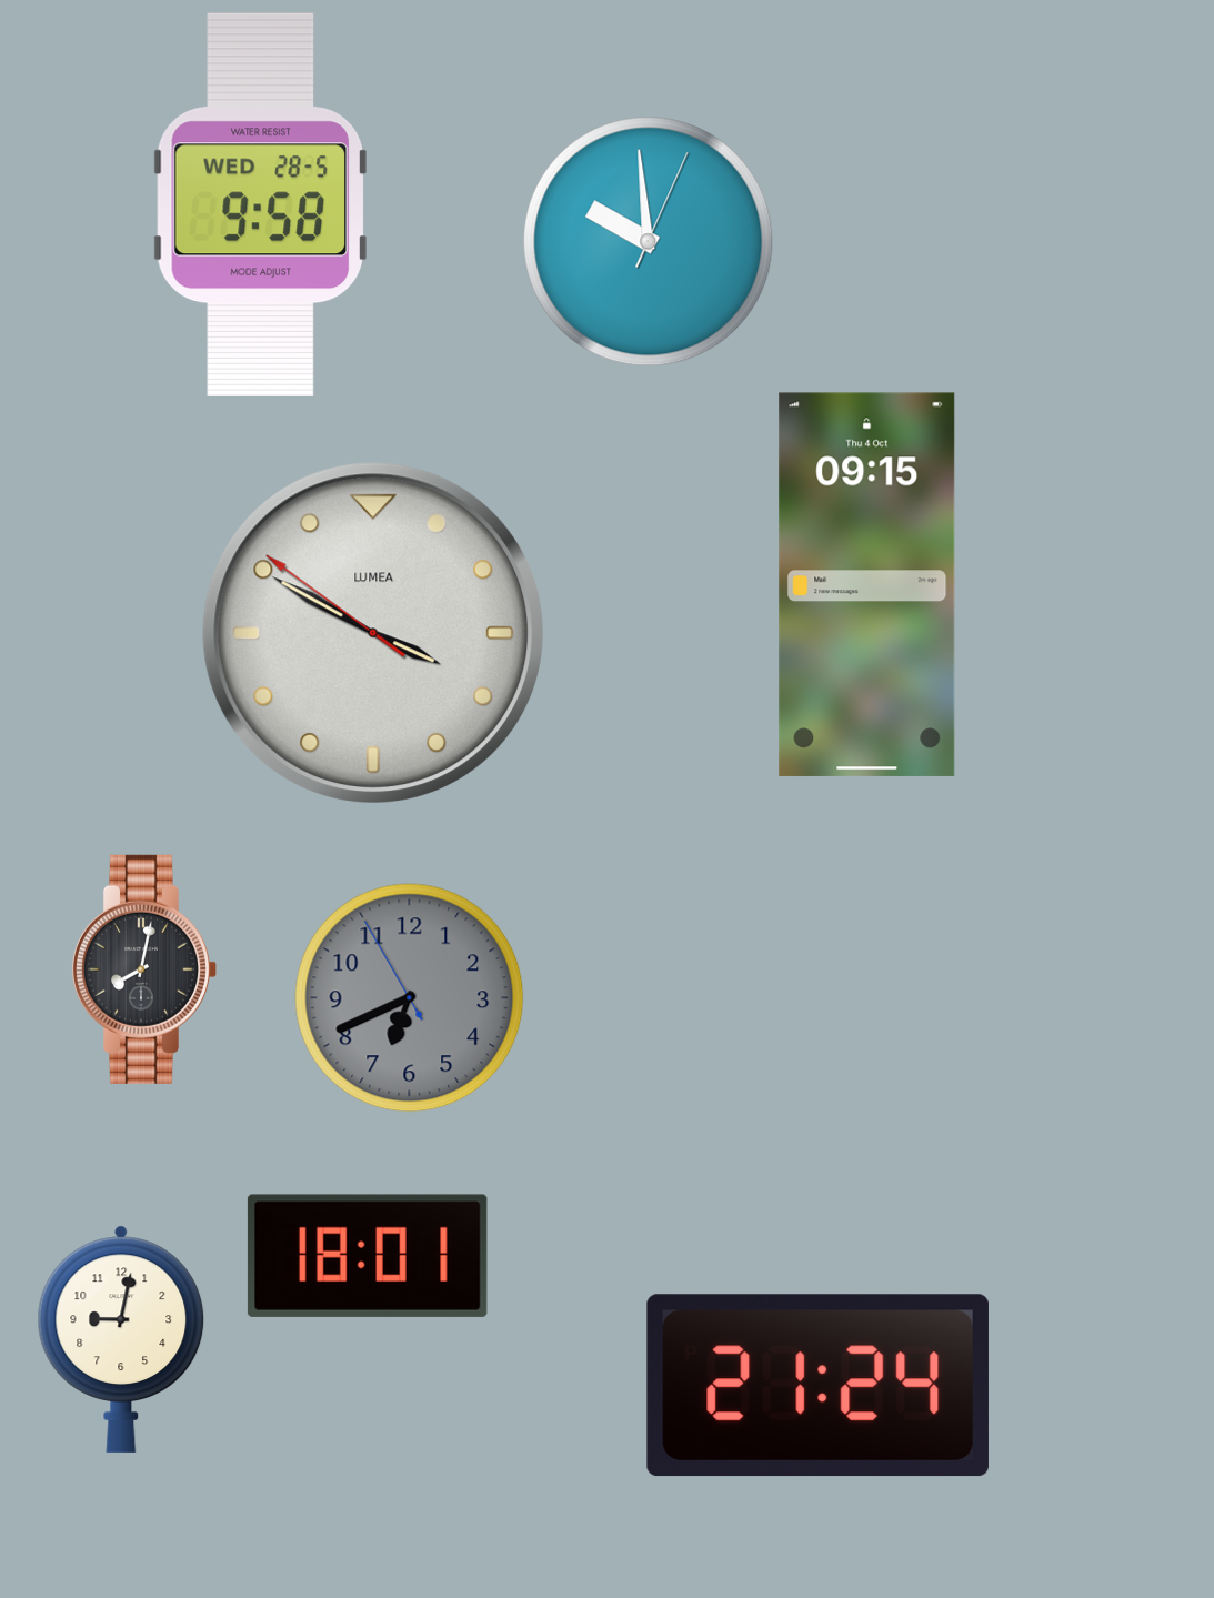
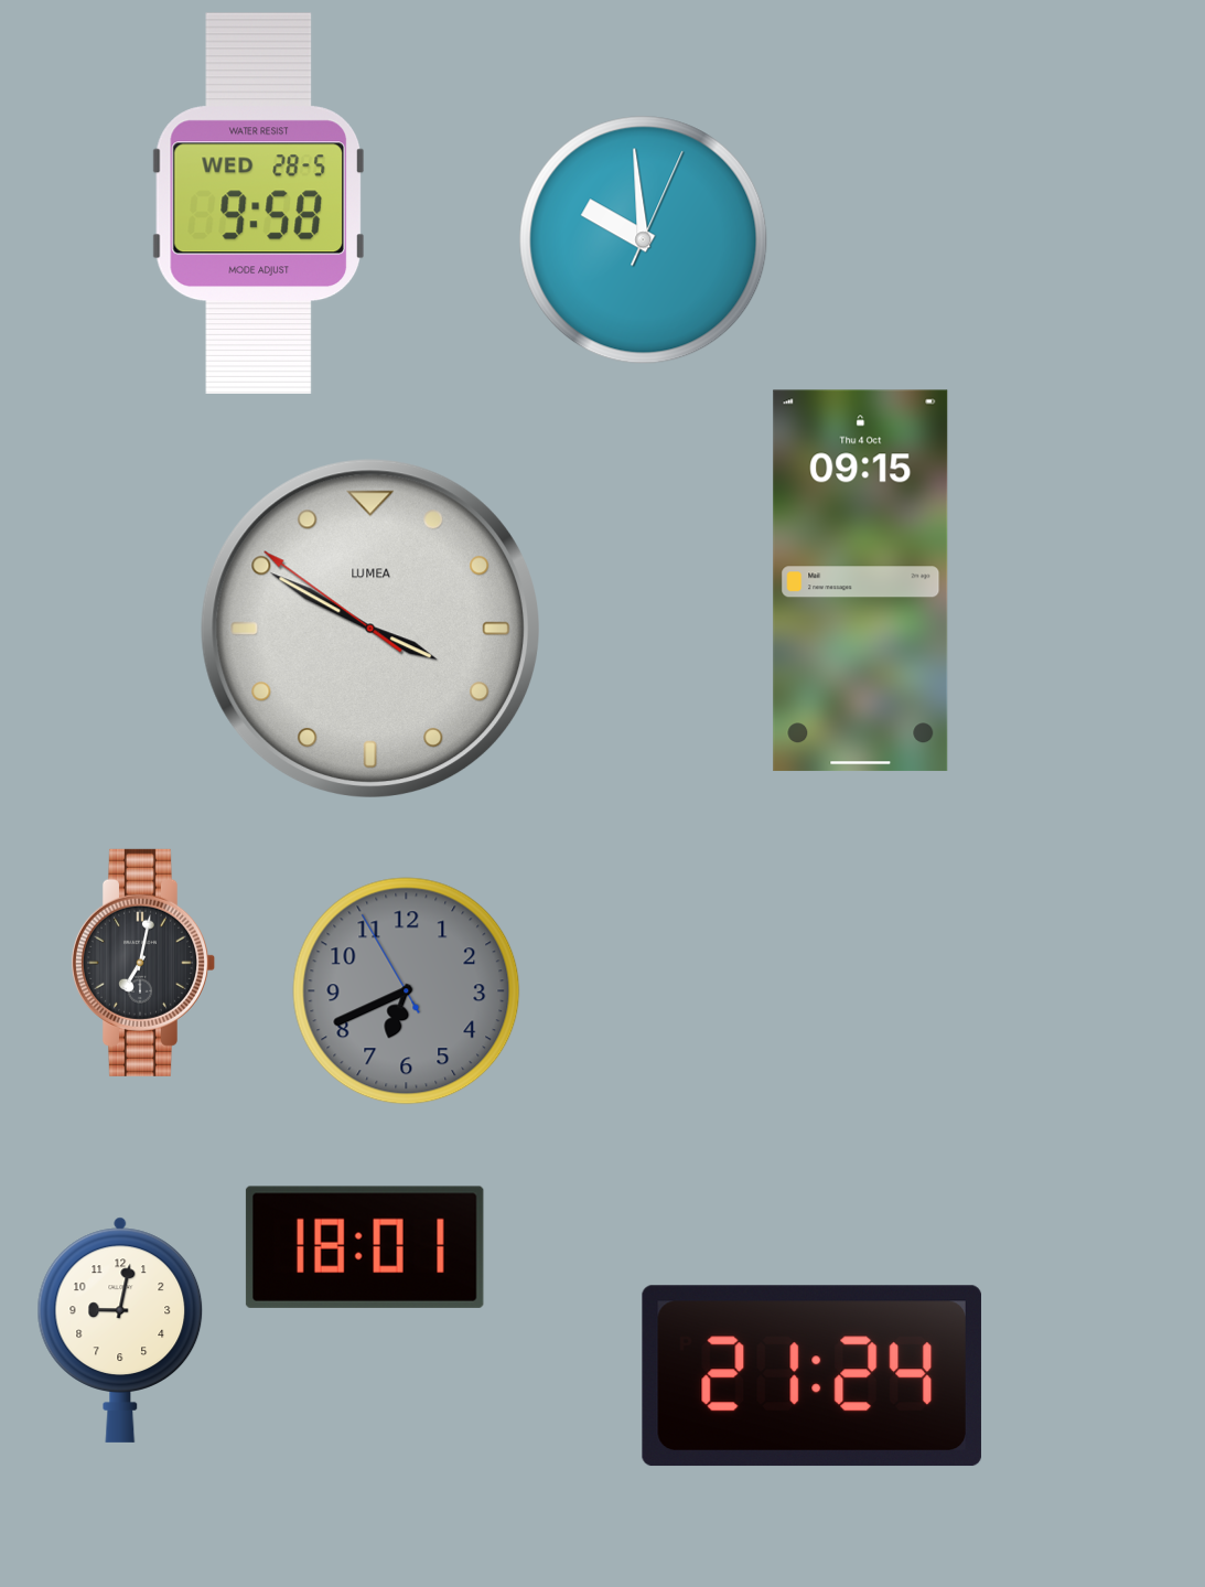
clock at (143, 969): 8:02 -> 7:02
